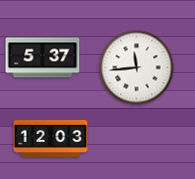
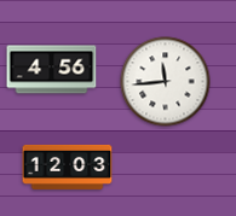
clock at (43, 58): 5:37 -> 4:56
clock at (51, 138) position: (51, 138) -> (68, 167)
